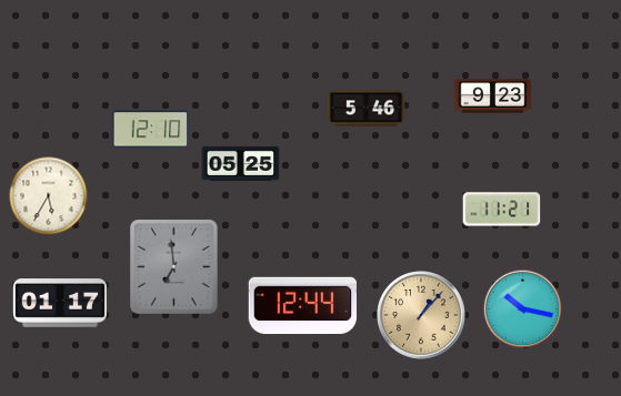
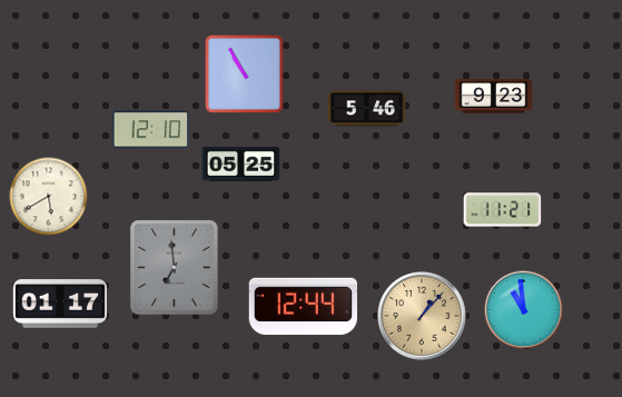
clock at (244, 73): none -> 10:55
clock at (49, 196): 5:35 -> 5:40
clock at (523, 309): 10:17 -> 10:59
